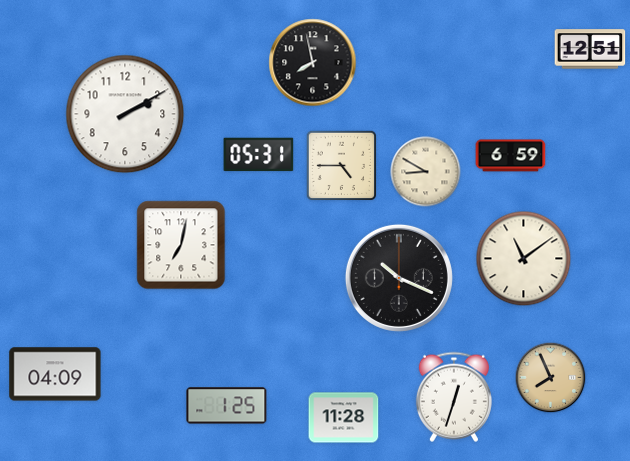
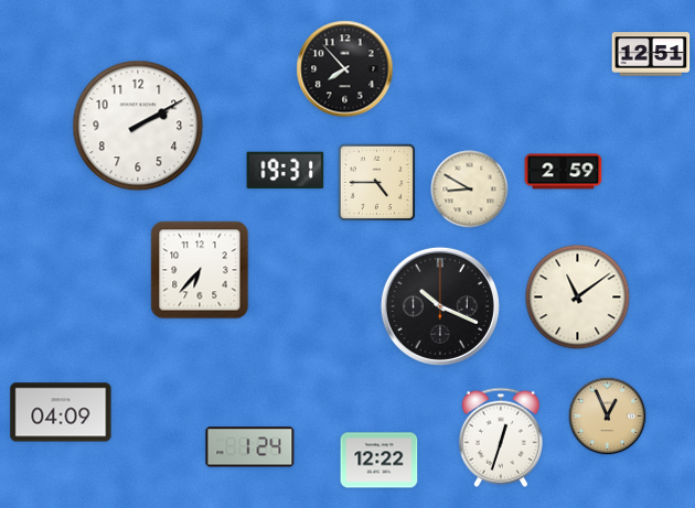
clock at (313, 63): 7:58 -> 7:53
clock at (259, 155): 05:31 -> 19:31
clock at (511, 156): 6:59 -> 2:59
clock at (181, 245): 7:02 -> 6:37
clock at (524, 259) position: (524, 259) -> (578, 298)
clock at (551, 378): 7:56 -> 12:56
clock at (227, 406): 1:25 -> 1:24
clock at (344, 418): 11:28 -> 12:22
